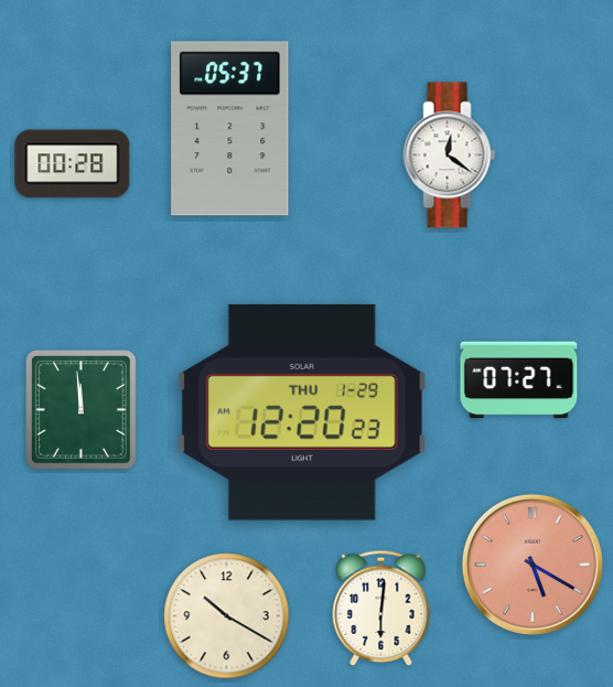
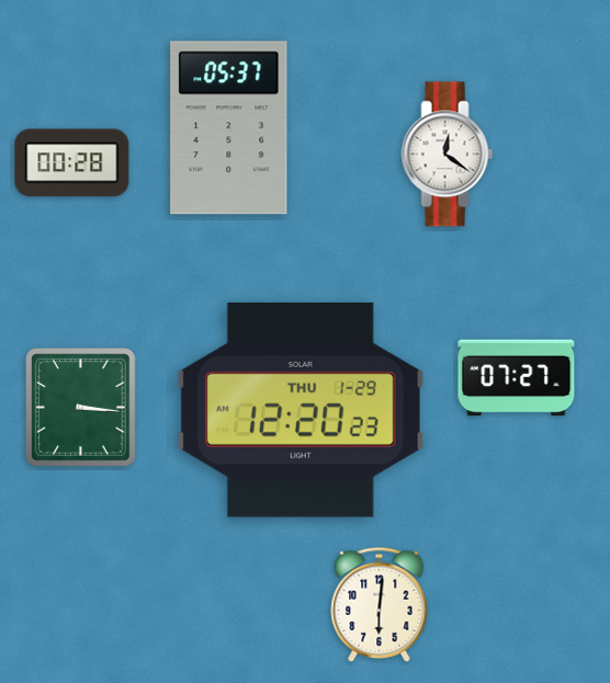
clock at (82, 410): 11:59 -> 3:16
clock at (533, 565): 5:20 -> none
clock at (227, 616): 10:20 -> none
